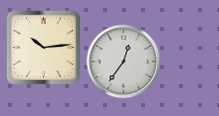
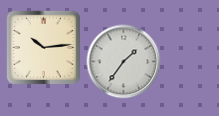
clock at (124, 62): 12:36 -> 1:36
